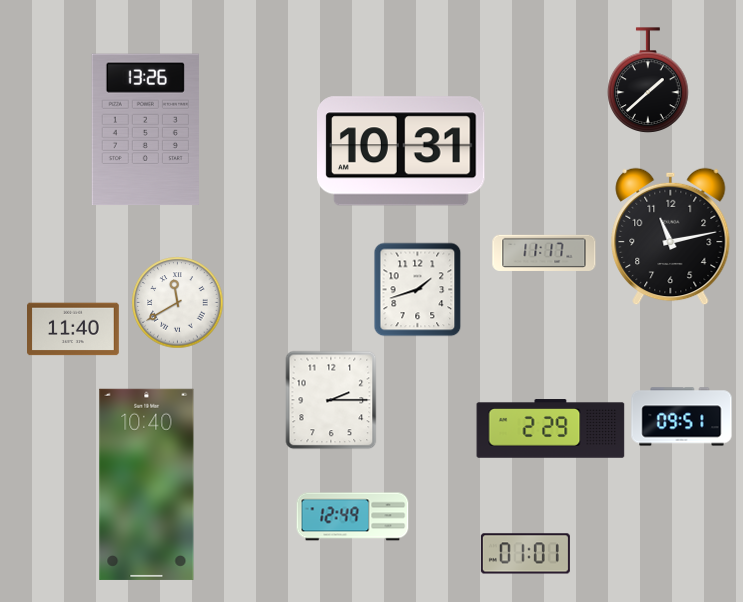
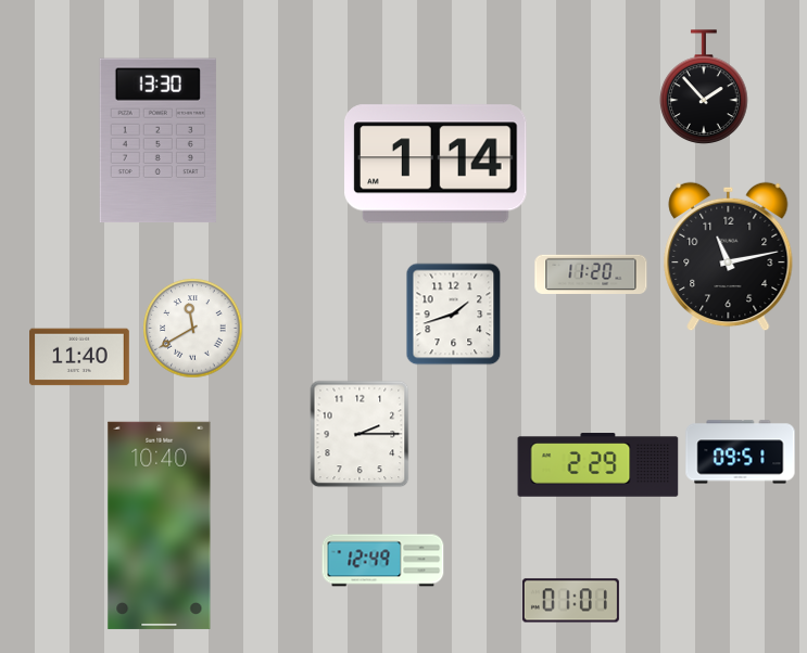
clock at (648, 80): 1:38 -> 1:53
clock at (145, 130): 13:26 -> 13:30
clock at (402, 151): 10:31 -> 1:14
clock at (544, 252): 11:17 -> 11:20
